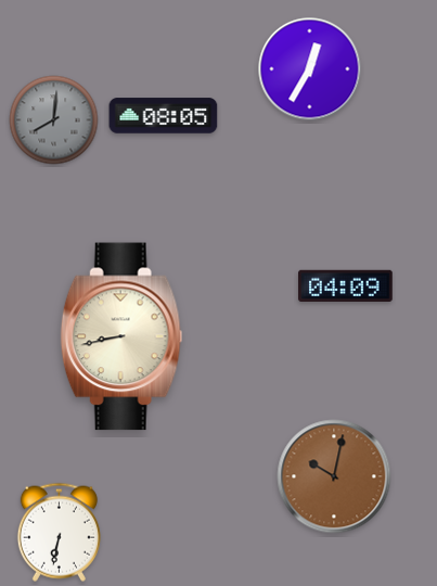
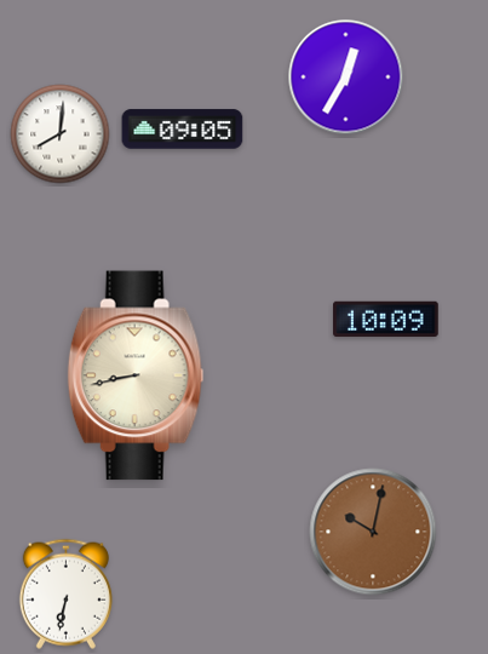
clock at (164, 116): 08:05 -> 09:05
clock at (54, 120) dial: grey -> white
clock at (346, 285): 04:09 -> 10:09
